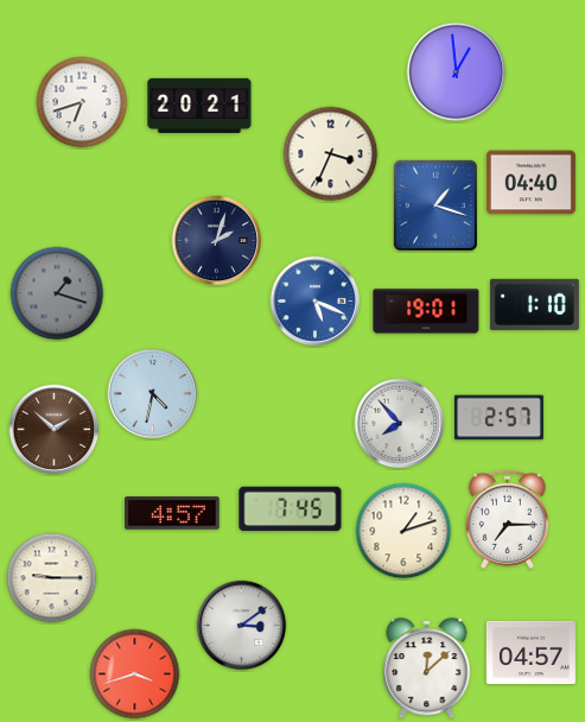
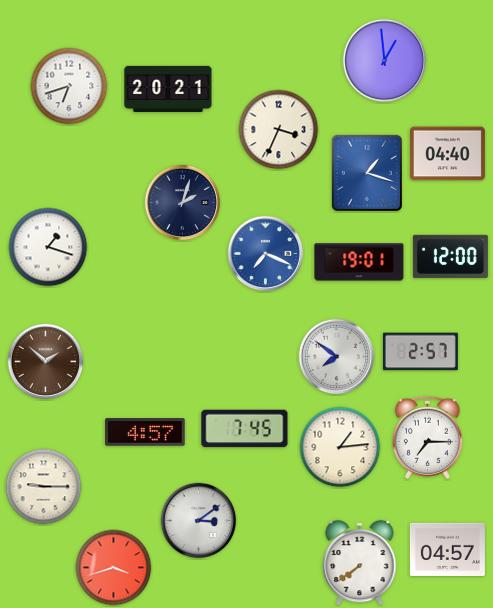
clock at (57, 293) dial: grey -> white
clock at (316, 302): 5:19 -> 7:19
clock at (534, 304): 1:10 -> 12:00
clock at (153, 394): 4:32 -> none
clock at (400, 424): 7:53 -> 7:51
clock at (403, 531): 1:12 -> 1:14
clock at (242, 626) position: (242, 626) -> (199, 521)
clock at (427, 669): 12:08 -> 7:39
